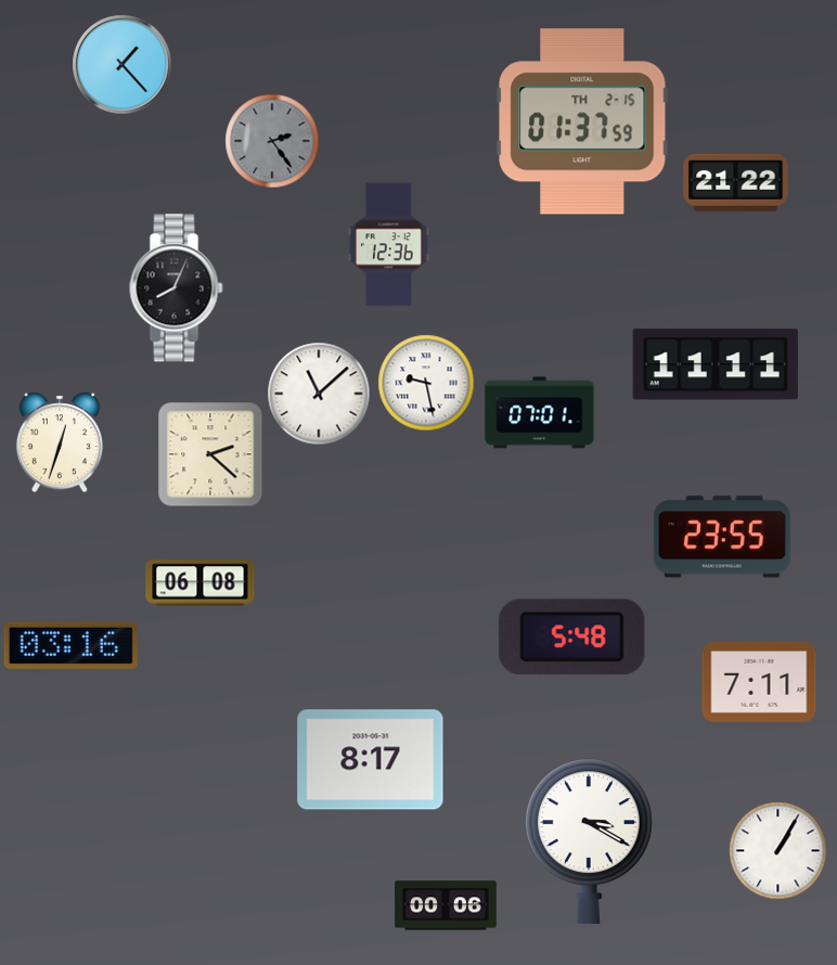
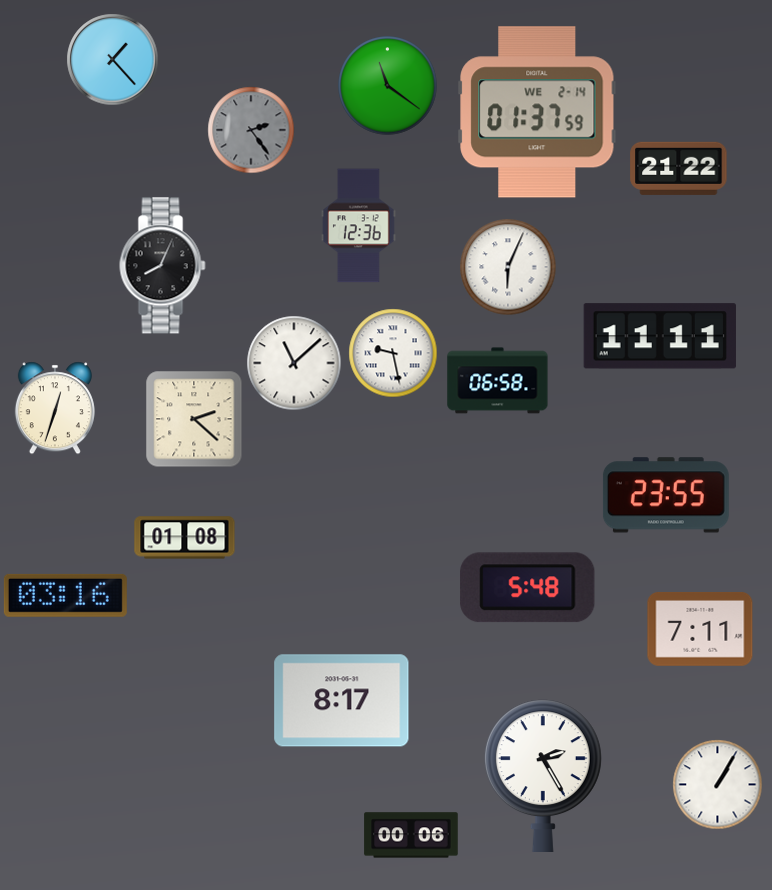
clock at (388, 86): none -> 11:21
clock at (582, 121) date: TH 2-15 -> WE 2-14
clock at (508, 267): none -> 6:04
clock at (540, 413): 07:01 -> 06:58
clock at (201, 583): 06:08 -> 01:08
clock at (589, 840): 3:20 -> 2:25
